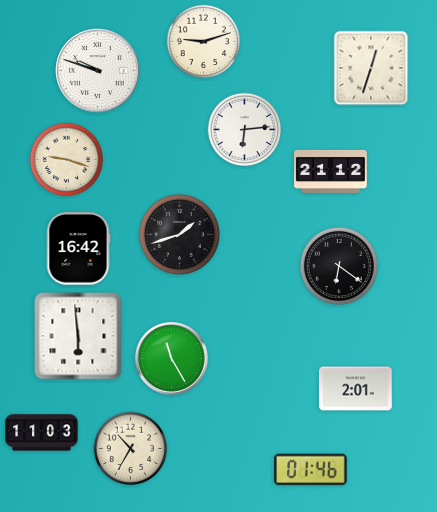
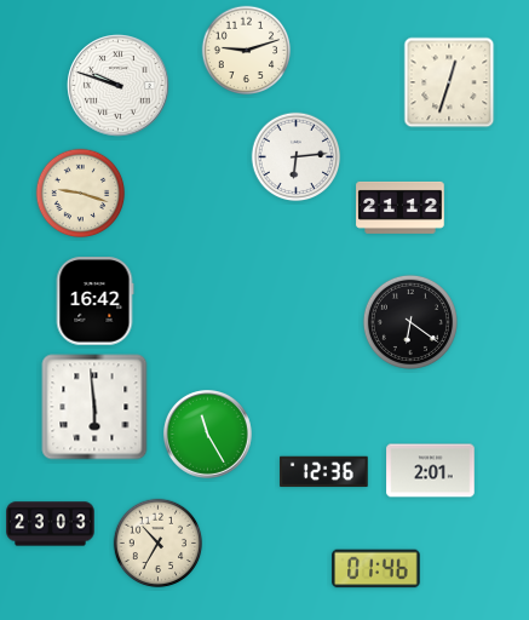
clock at (179, 234): 1:42 -> none
clock at (324, 472): none -> 12:36
clock at (42, 433): 11:03 -> 23:03
